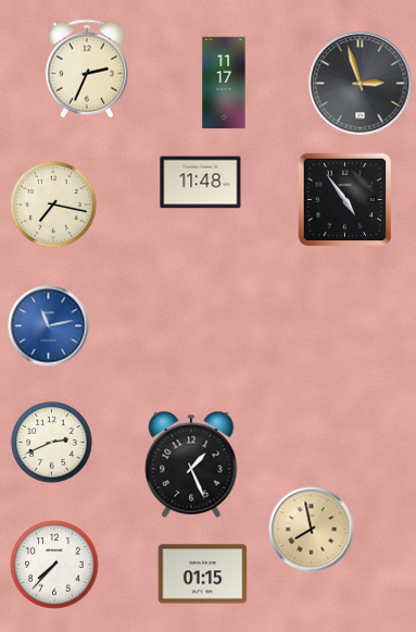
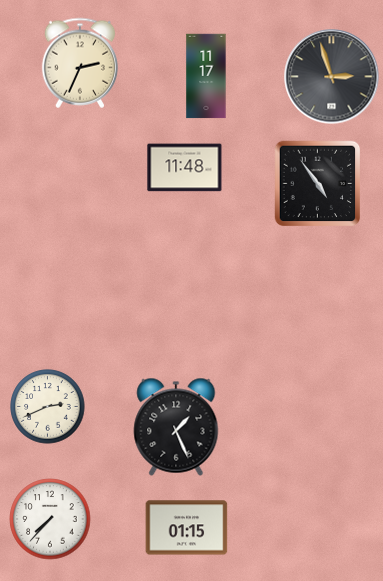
clock at (53, 205): 7:17 -> none
clock at (49, 326): 11:13 -> none
clock at (312, 530): 7:58 -> none
